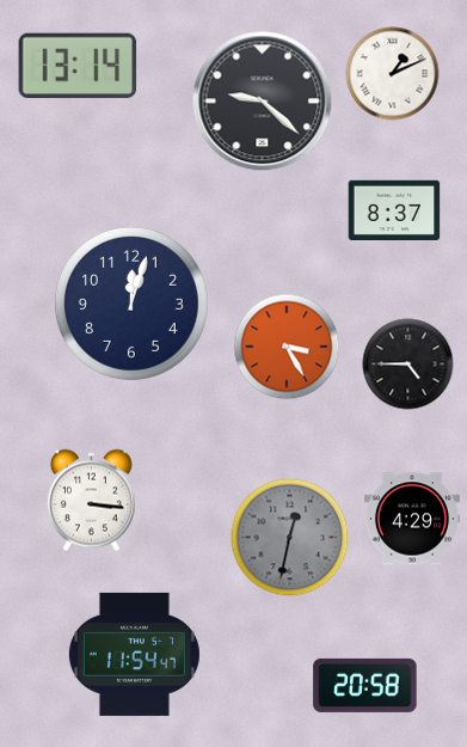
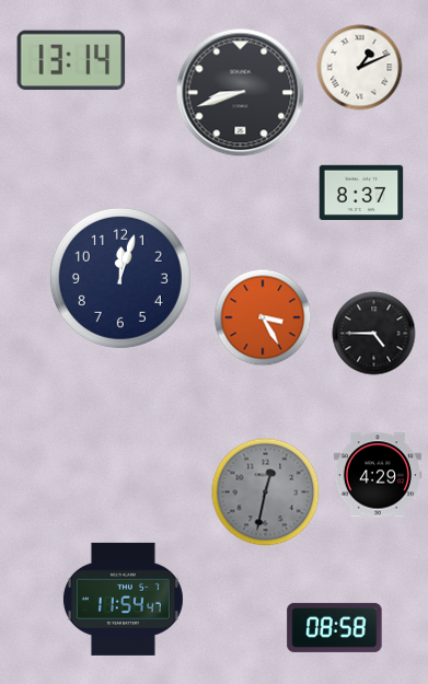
clock at (263, 102): 9:22 -> 8:42
clock at (91, 501): 3:16 -> none
clock at (365, 685): 20:58 -> 08:58
